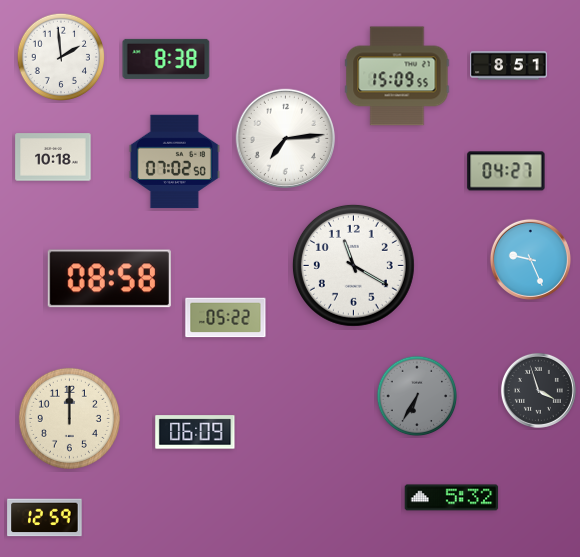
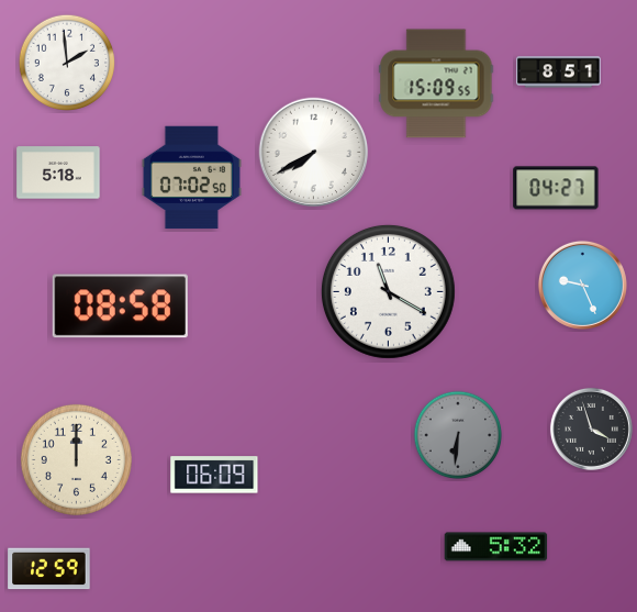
clock at (166, 59): 8:38 -> none
clock at (286, 139): 7:14 -> 7:40
clock at (53, 157): 10:18 -> 5:18
clock at (226, 318): 05:22 -> none
clock at (417, 396): 6:35 -> 6:31
